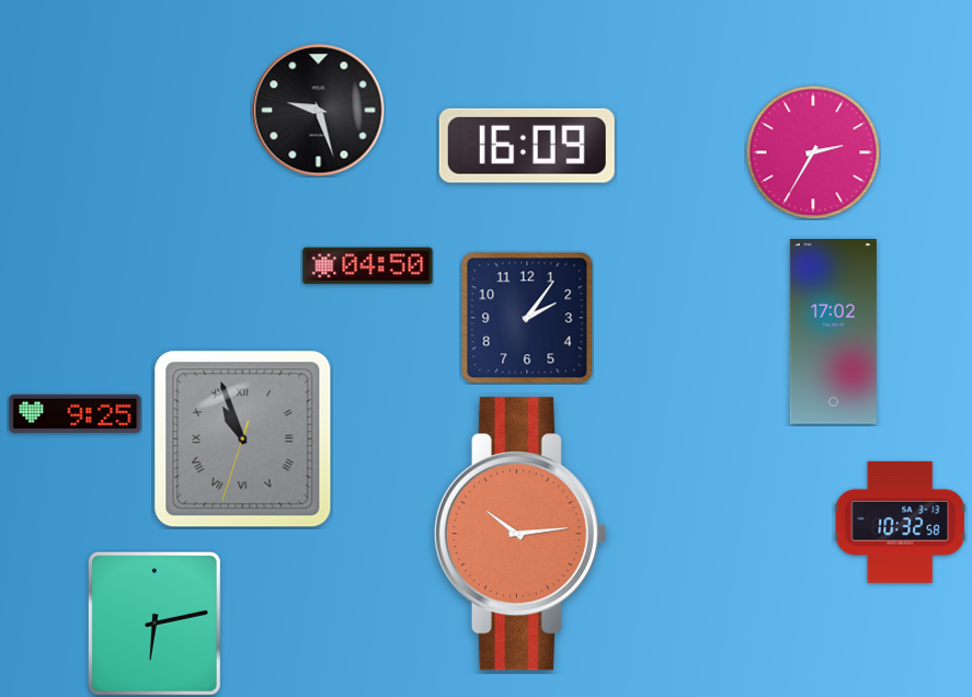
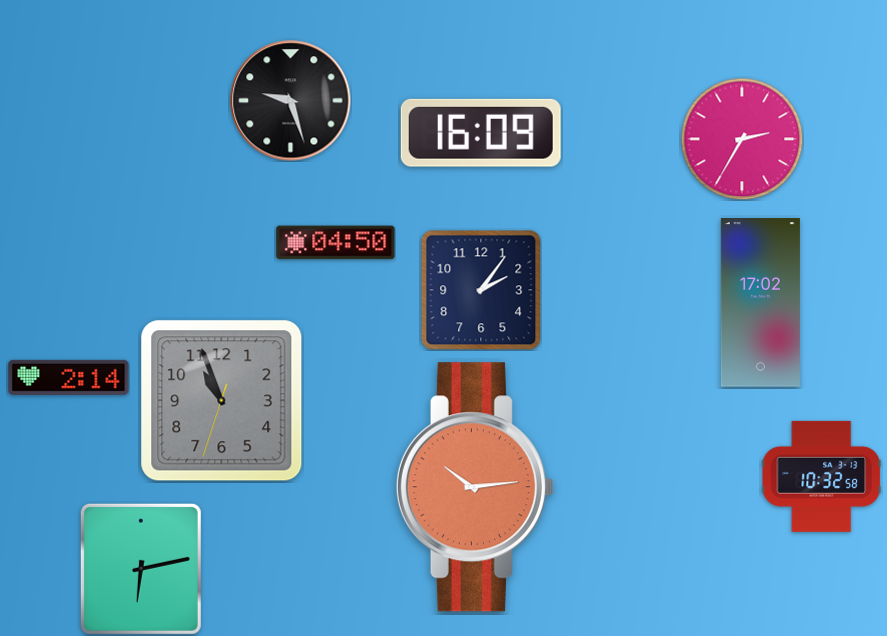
clock at (76, 413): 9:25 -> 2:14
clock at (243, 439) numerals: Roman -> Arabic
